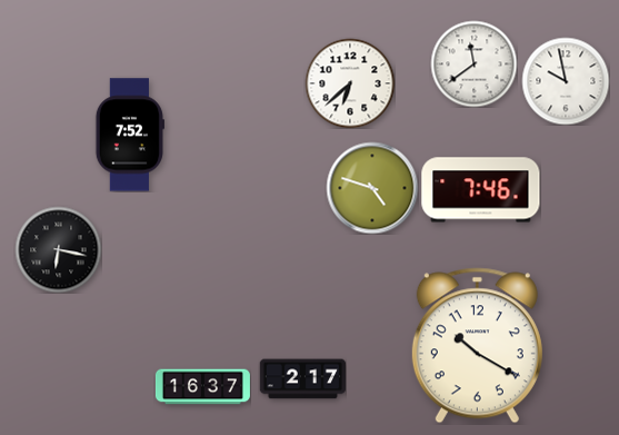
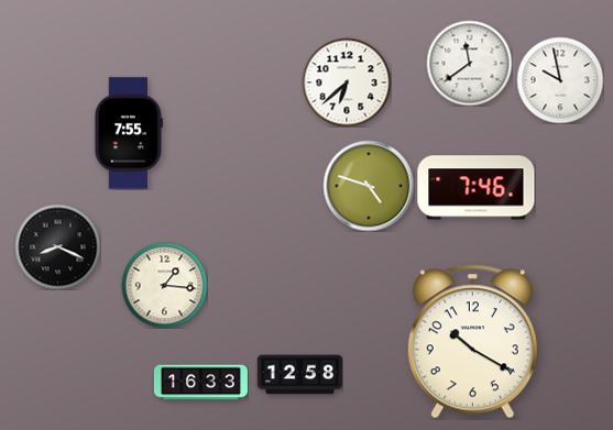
clock at (129, 135): 7:52 -> 7:55
clock at (58, 249): 6:17 -> 8:19
clock at (164, 285): none -> 1:16
clock at (302, 379): 2:17 -> 12:58
clock at (202, 387): 16:37 -> 16:33
